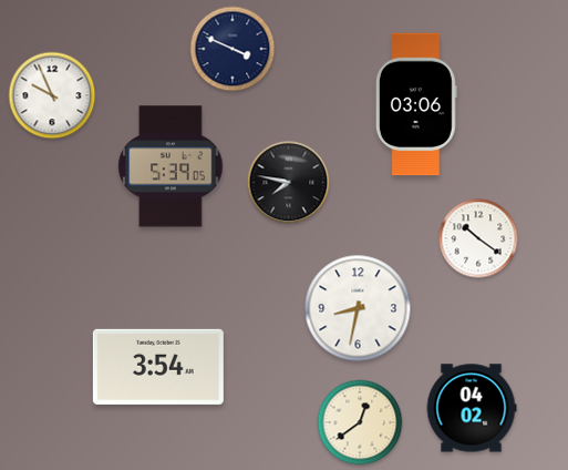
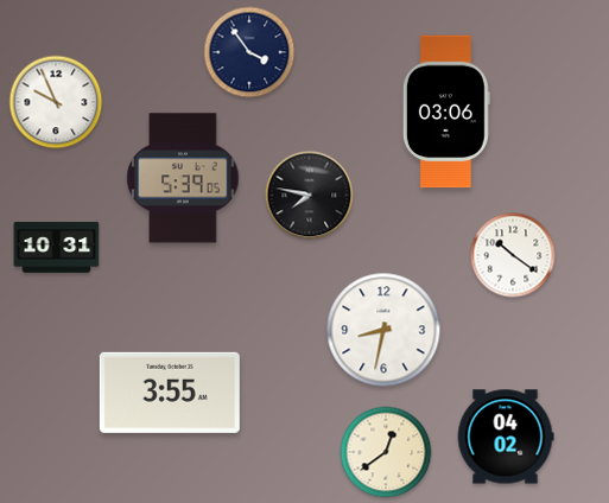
clock at (233, 49): 3:49 -> 3:54
clock at (57, 248): none -> 10:31
clock at (158, 367): 3:54 -> 3:55
